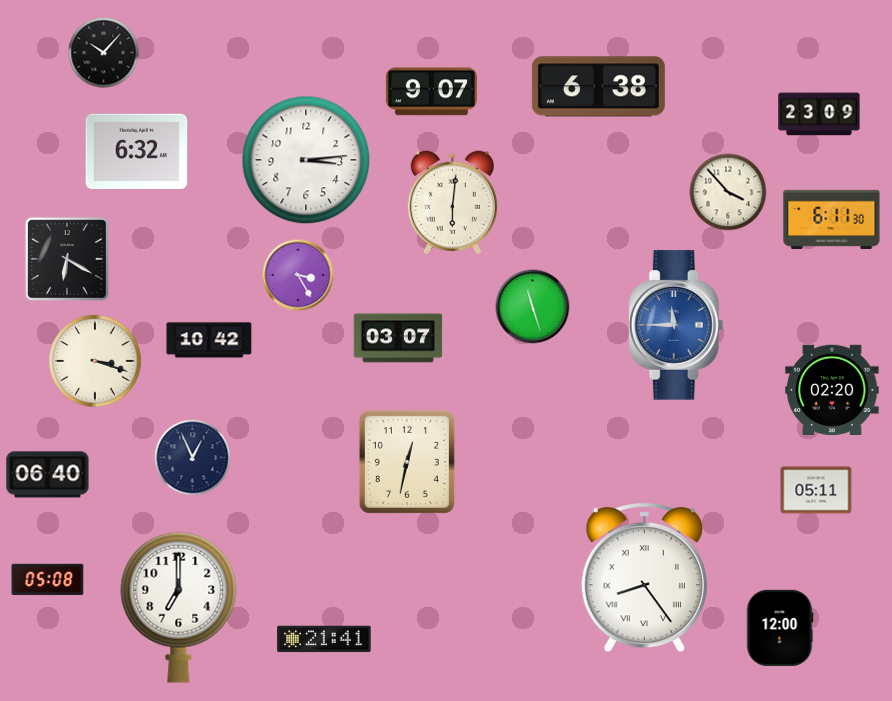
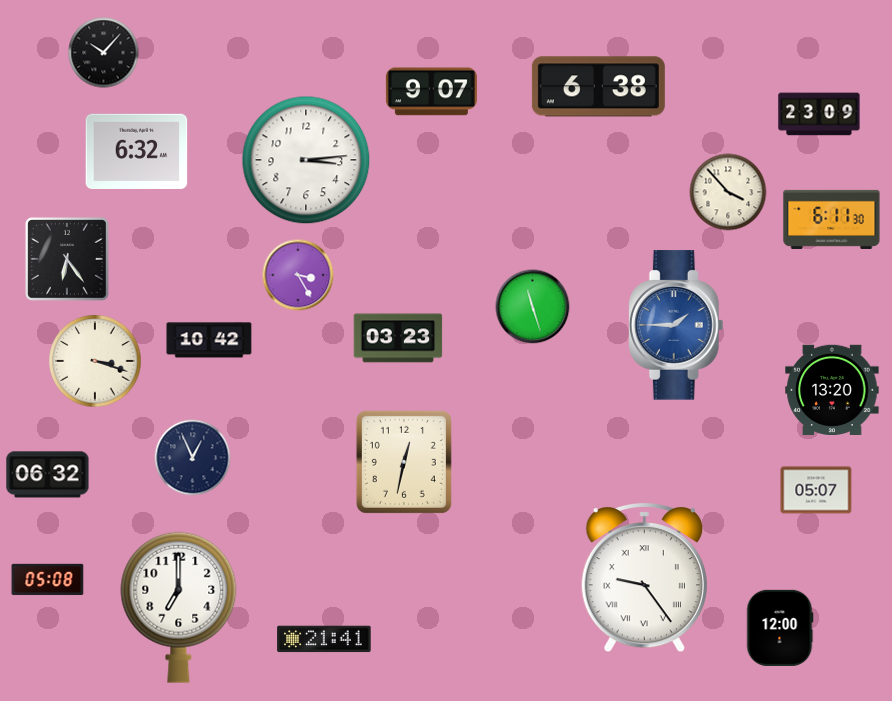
clock at (452, 203): 6:01 -> none
clock at (67, 259): 6:20 -> 6:24
clock at (676, 325): 11:45 -> 1:45
clock at (398, 338): 03:07 -> 03:23
clock at (832, 389): 02:20 -> 13:20
clock at (407, 462) position: (407, 462) -> (404, 462)
clock at (48, 475): 06:40 -> 06:32
clock at (816, 490): 05:11 -> 05:07
clock at (644, 577): 8:24 -> 9:24
